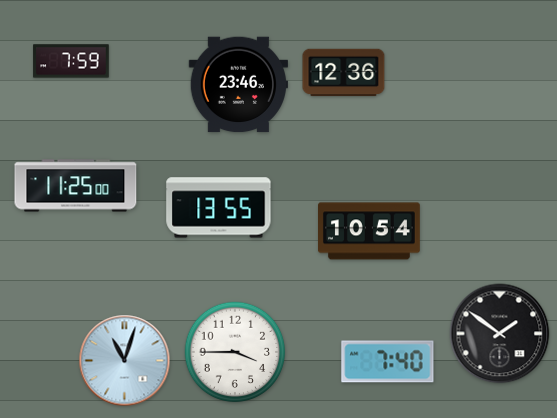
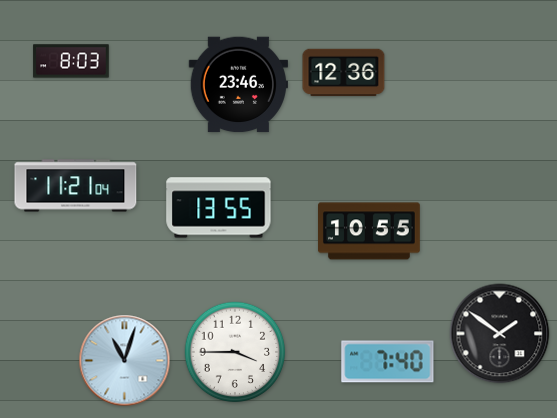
clock at (71, 61): 7:59 -> 8:03
clock at (76, 186): 11:25 -> 11:21
clock at (370, 231): 10:54 -> 10:55
